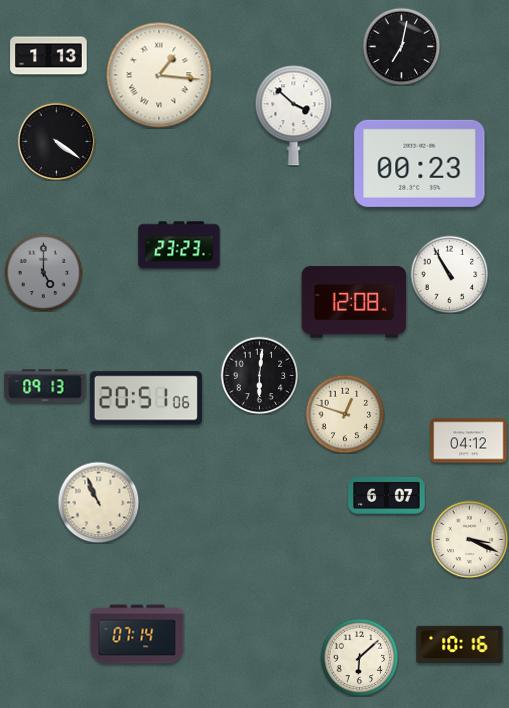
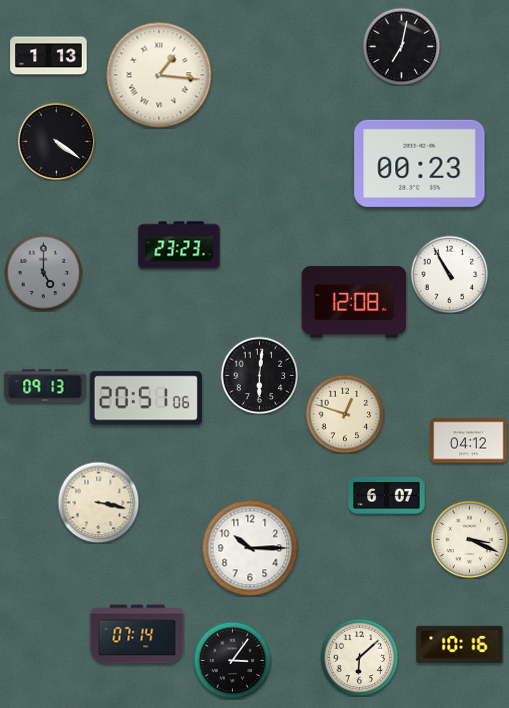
clock at (294, 116): 3:52 -> none
clock at (98, 502): 10:56 -> 3:17
clock at (250, 548): none -> 10:15
clock at (232, 660): none -> 3:06
